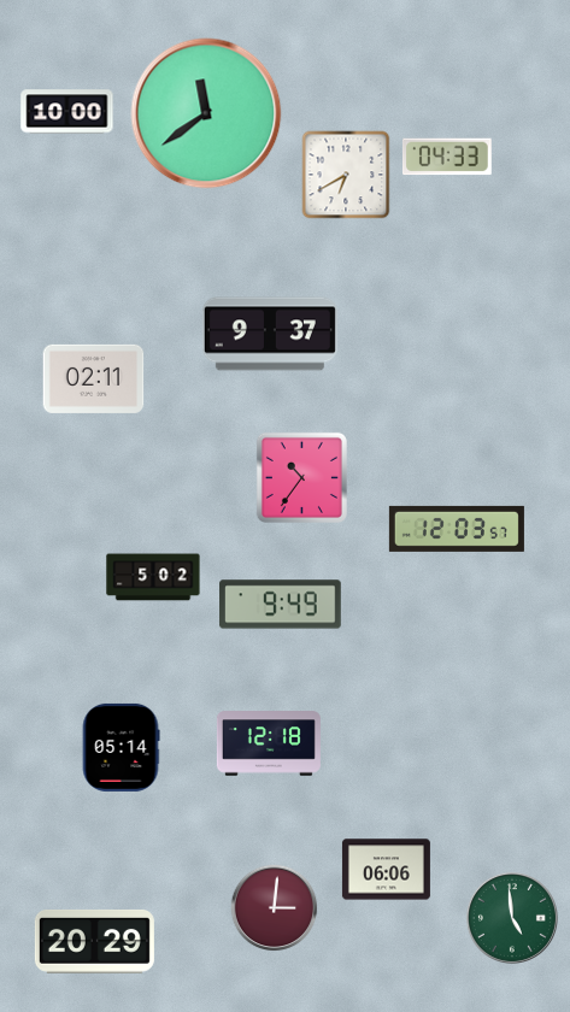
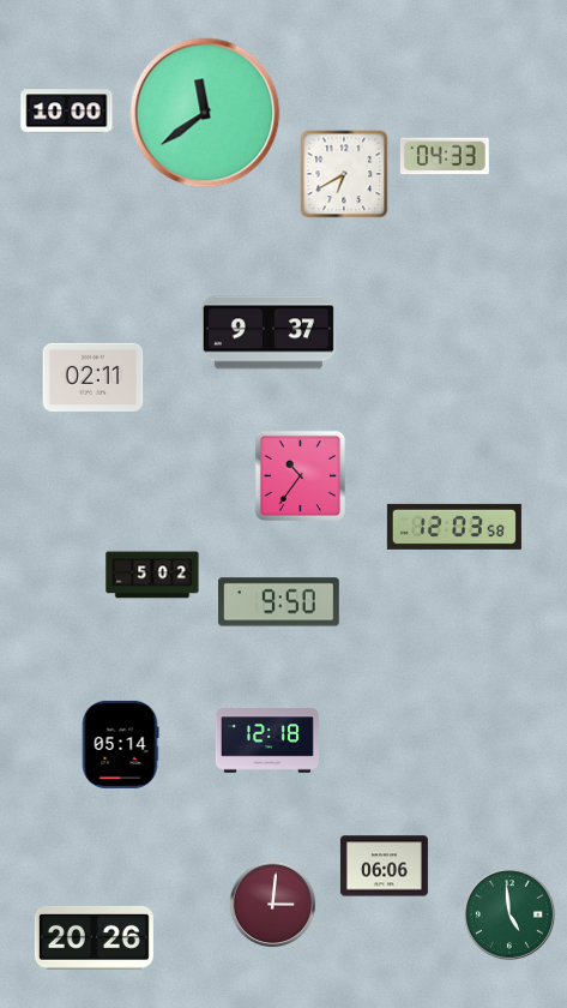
clock at (457, 529): 12:03:57 -> 12:03:58
clock at (281, 605): 9:49 -> 9:50
clock at (94, 941): 20:29 -> 20:26
